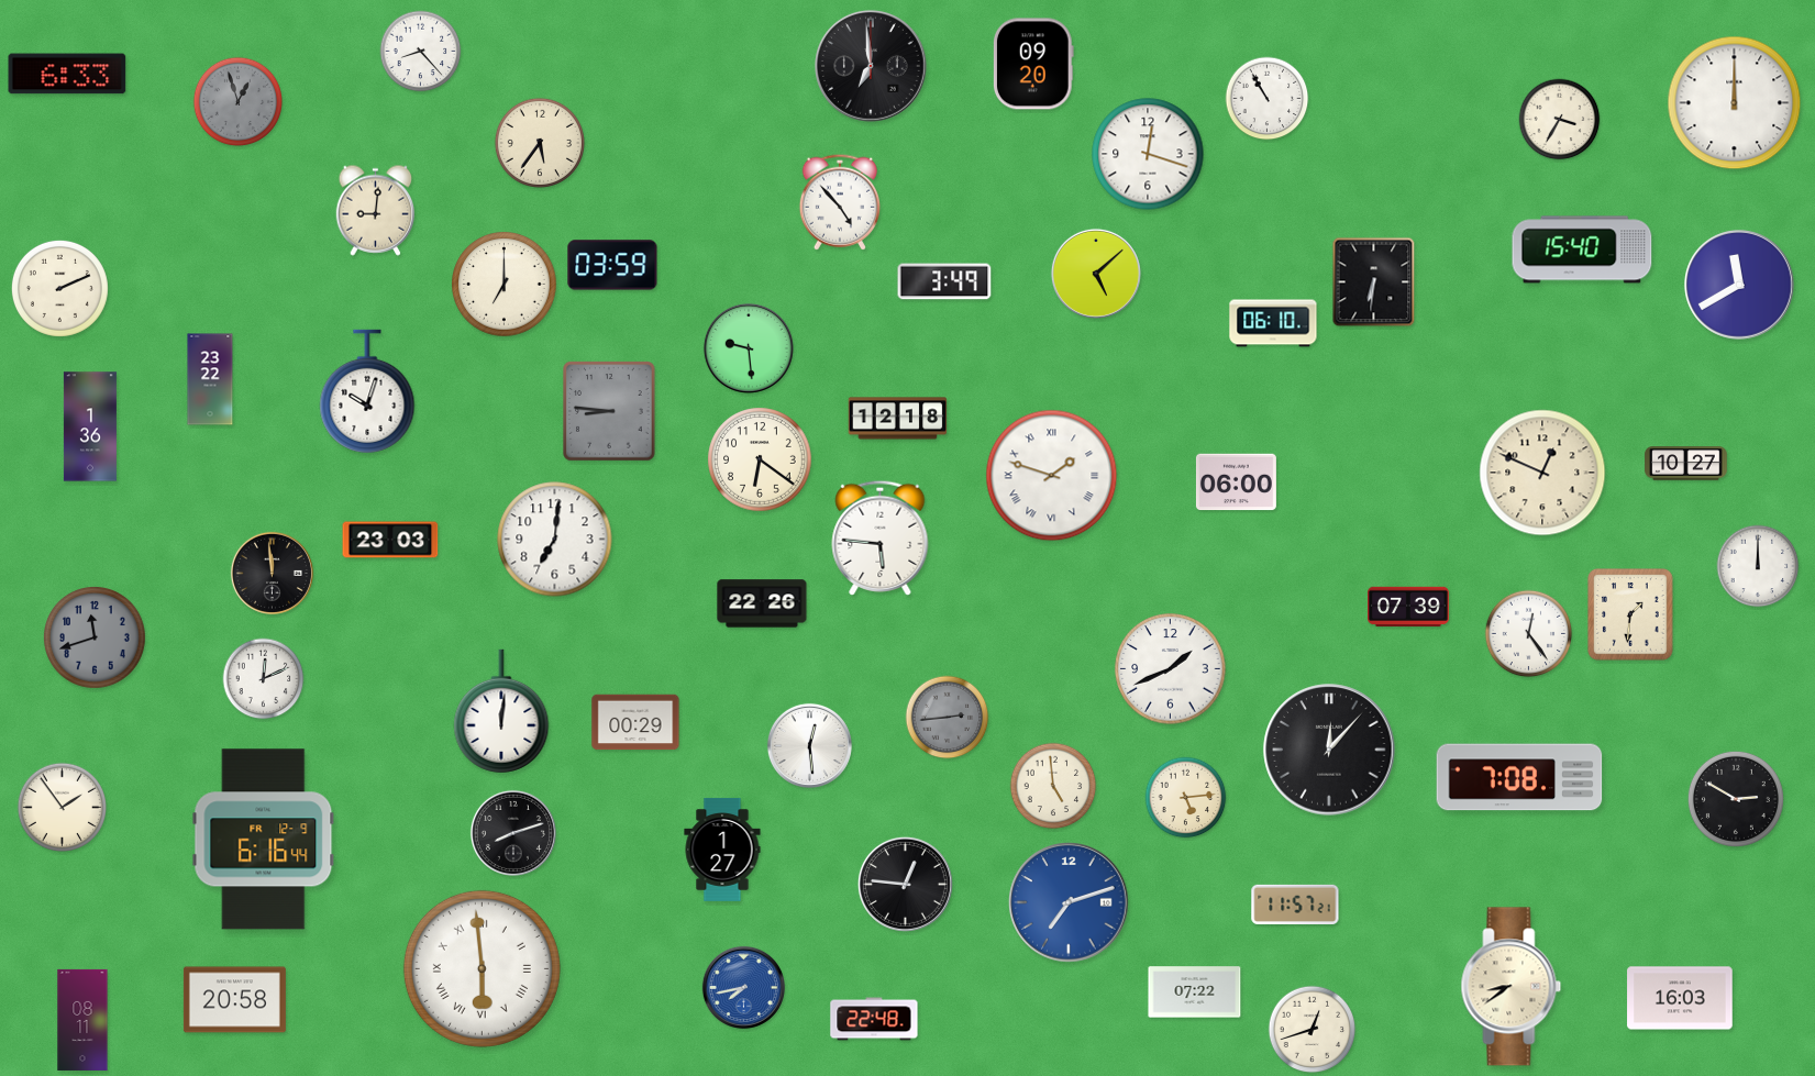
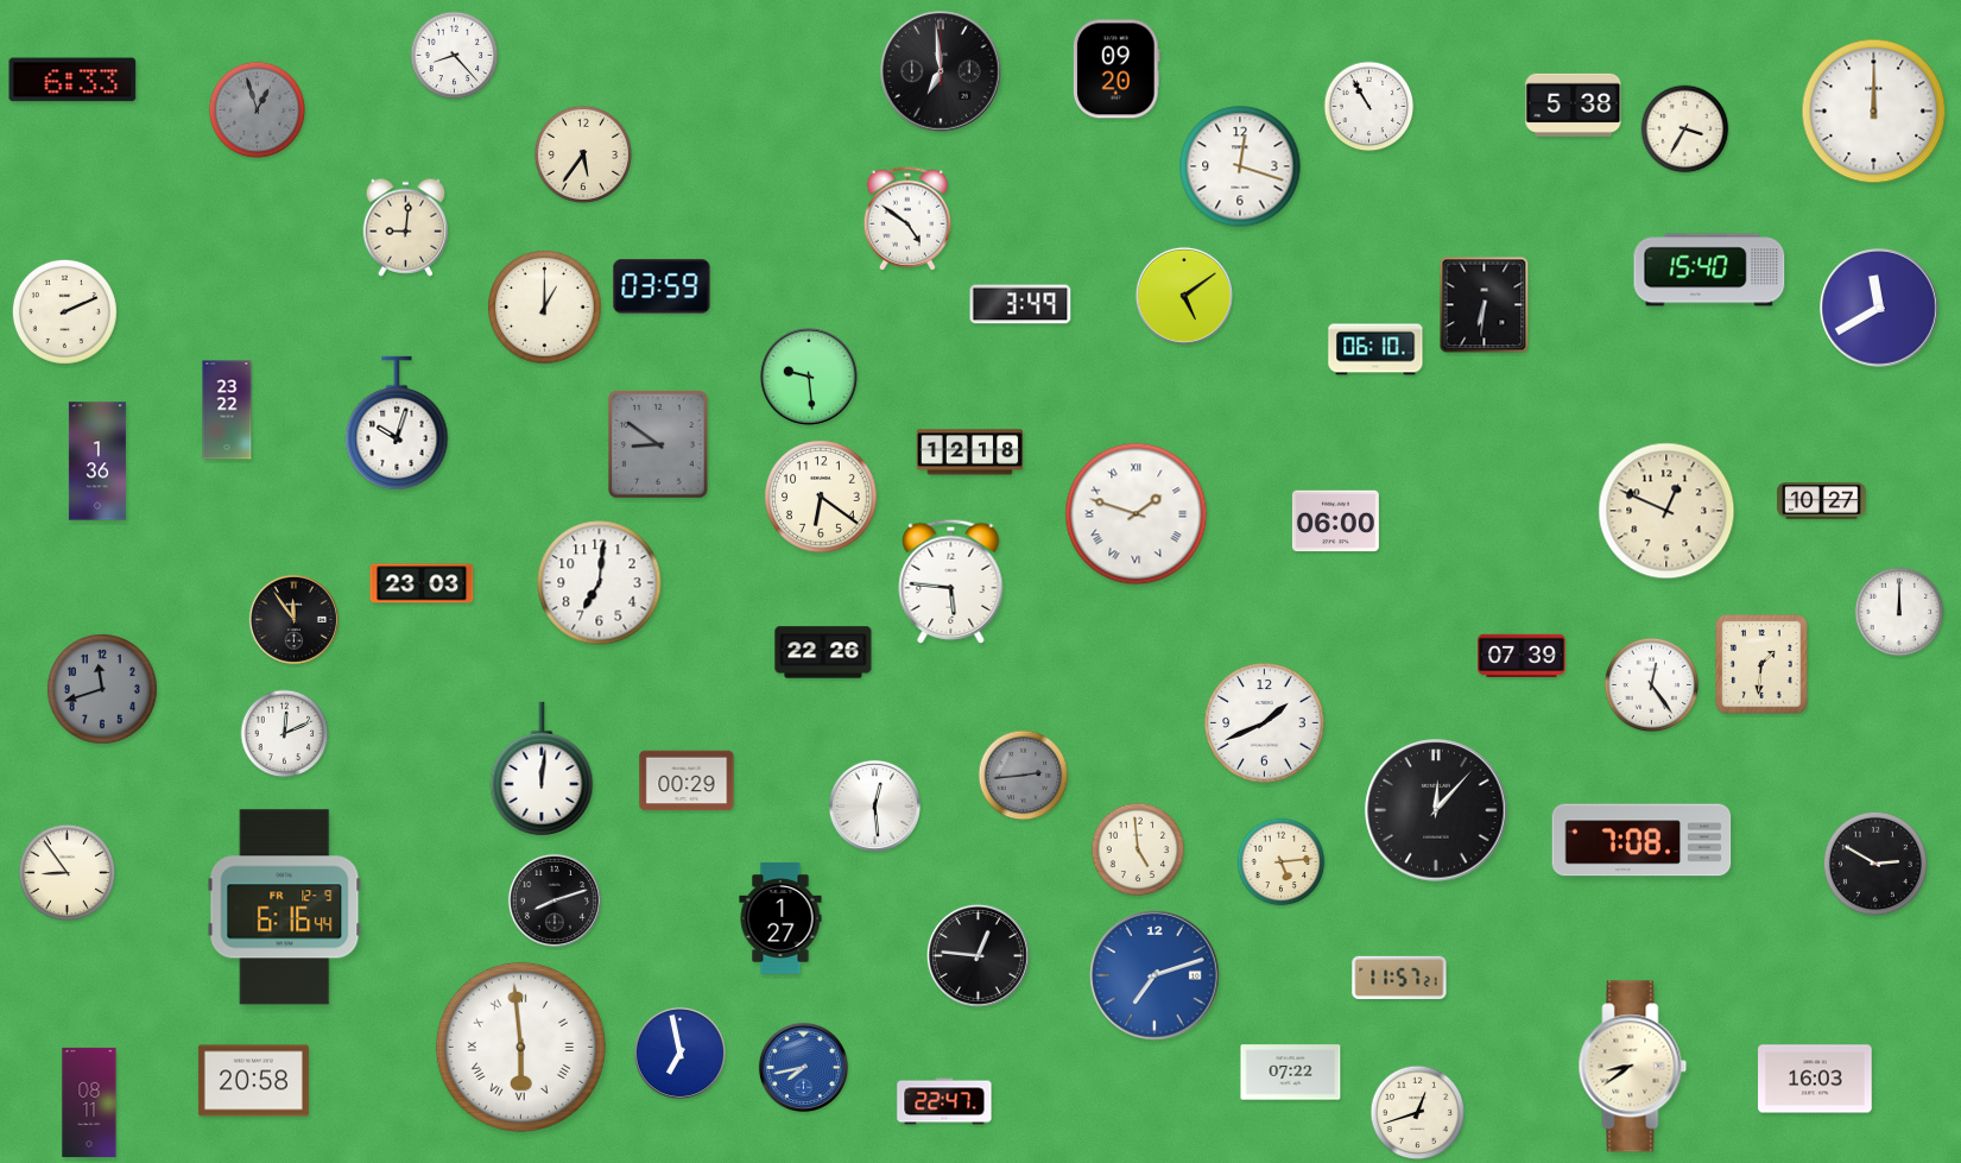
clock at (1574, 105): none -> 5:38
clock at (839, 202): 4:53 -> 4:51
clock at (1096, 274): 5:08 -> 5:09
clock at (505, 285): 7:00 -> 1:00
clock at (609, 411): 8:46 -> 8:51
clock at (272, 573): 11:59 -> 11:54
clock at (63, 808): 1:54 -> 8:54
clock at (679, 1053): none -> 6:58
clock at (874, 1019): 22:48 -> 22:47
